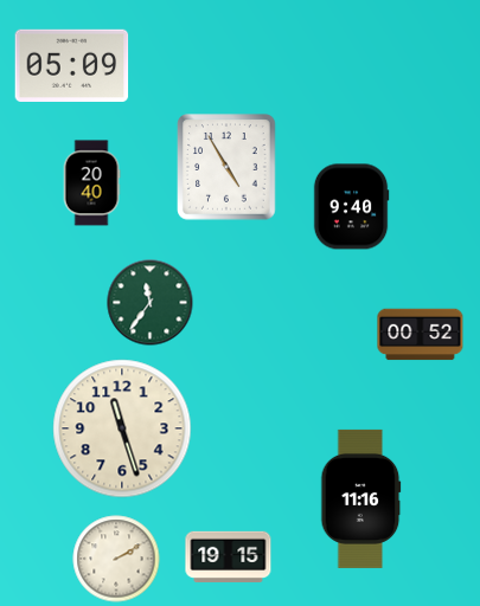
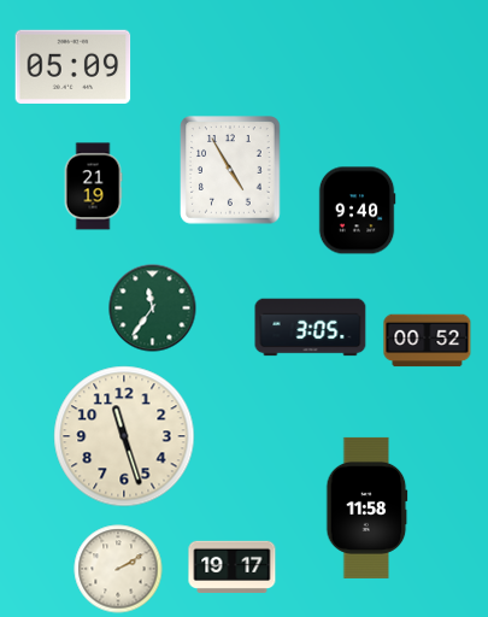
clock at (91, 183): 20:40 -> 21:19
clock at (311, 328): none -> 3:05
clock at (361, 498): 11:16 -> 11:58
clock at (229, 556): 19:15 -> 19:17
